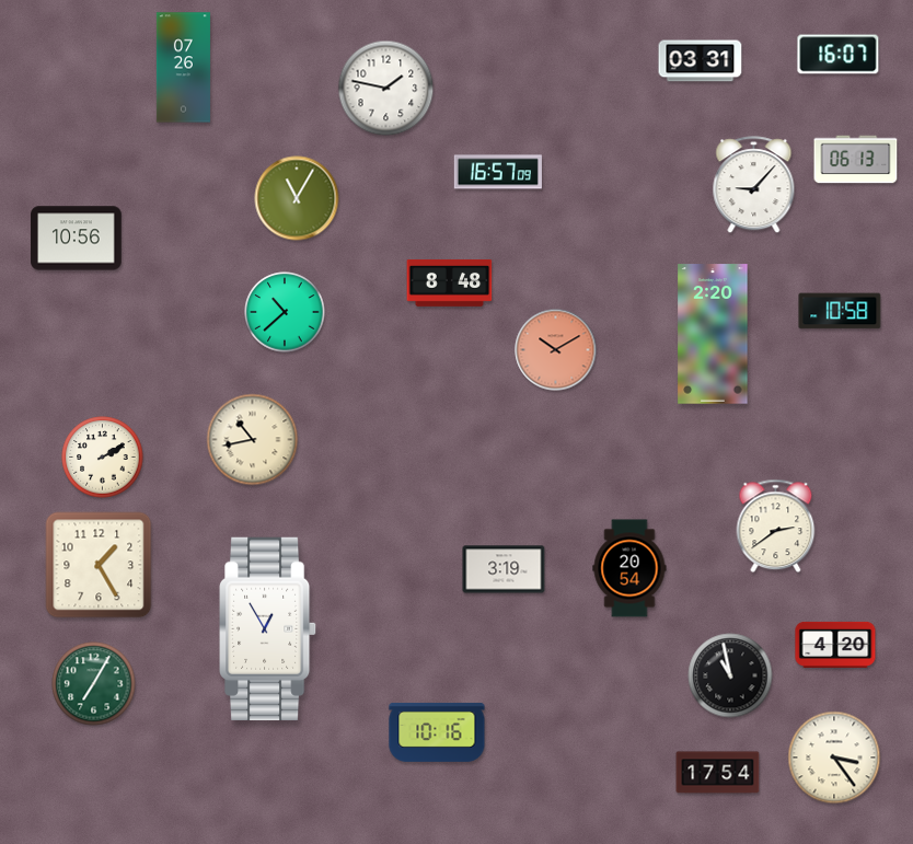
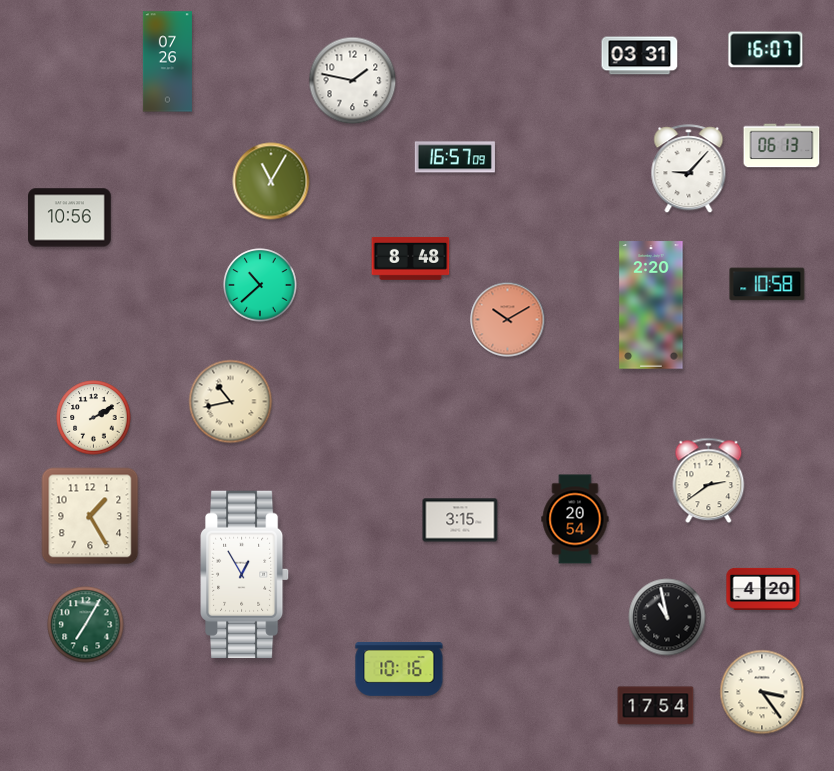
clock at (504, 569): 3:19 -> 3:15
